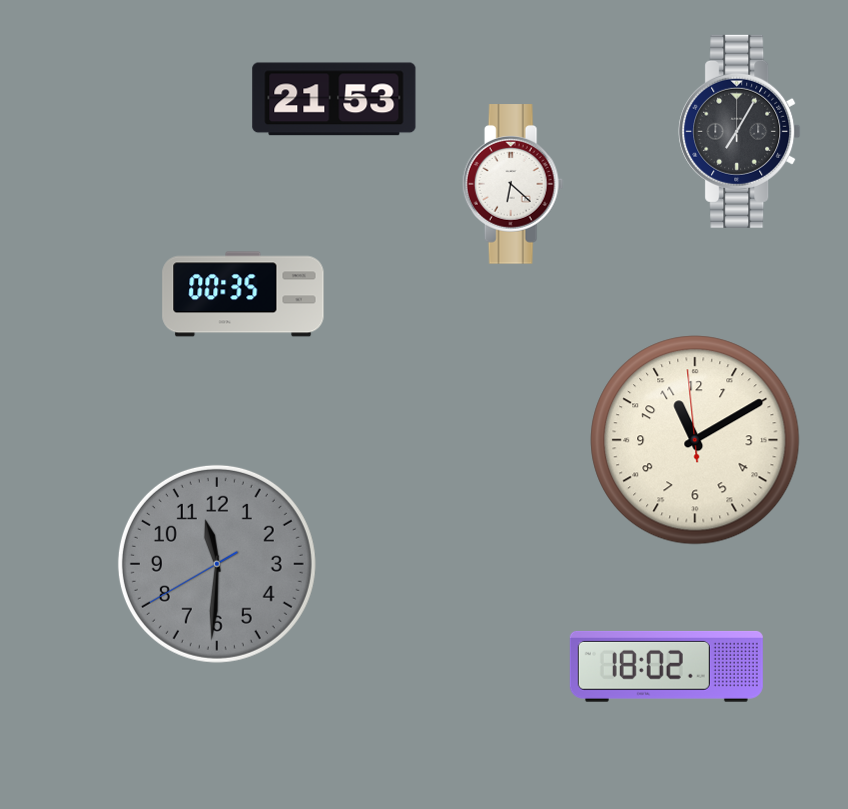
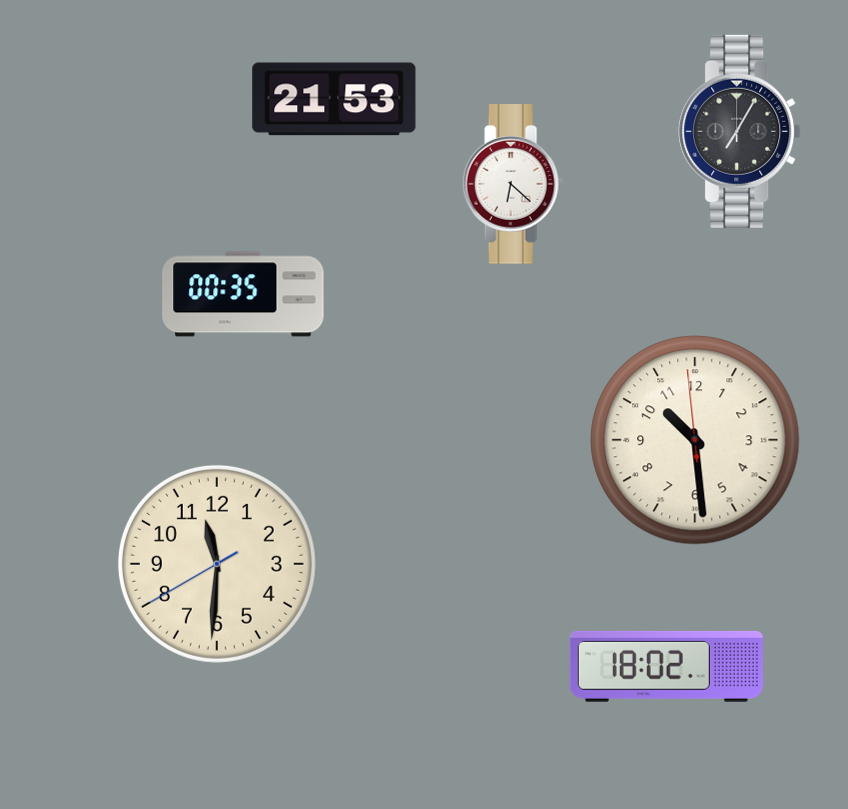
clock at (695, 440): 11:09 -> 10:28
clock at (217, 564) dial: grey -> cream
